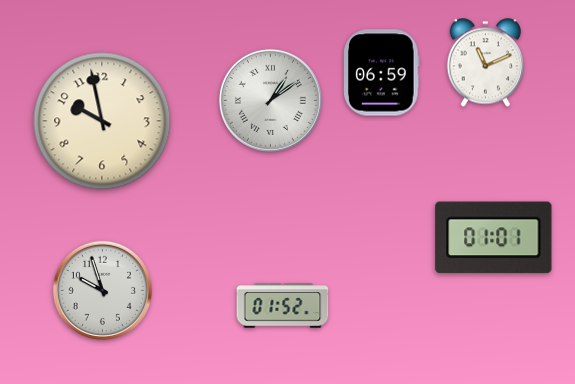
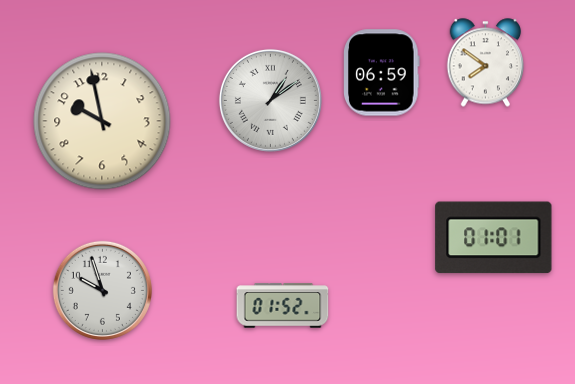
clock at (486, 63): 11:11 -> 7:51
